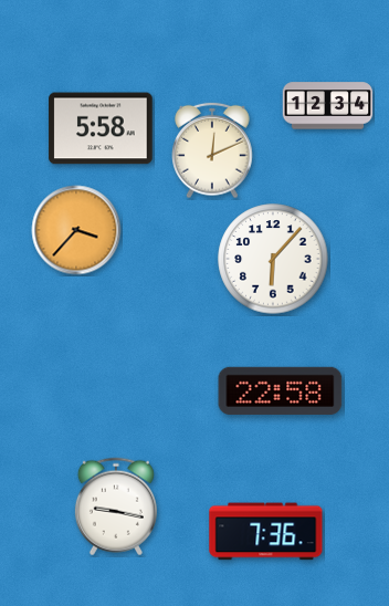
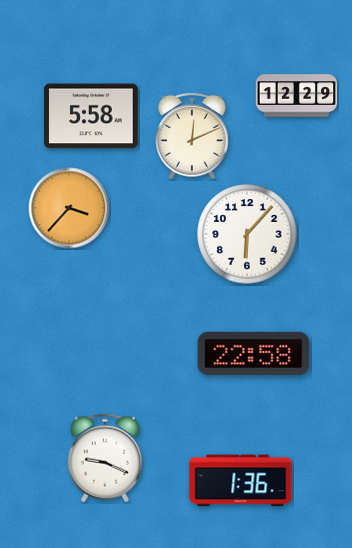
clock at (328, 106): 12:34 -> 12:29
clock at (116, 506): 9:17 -> 9:19
clock at (266, 532): 7:36 -> 1:36
